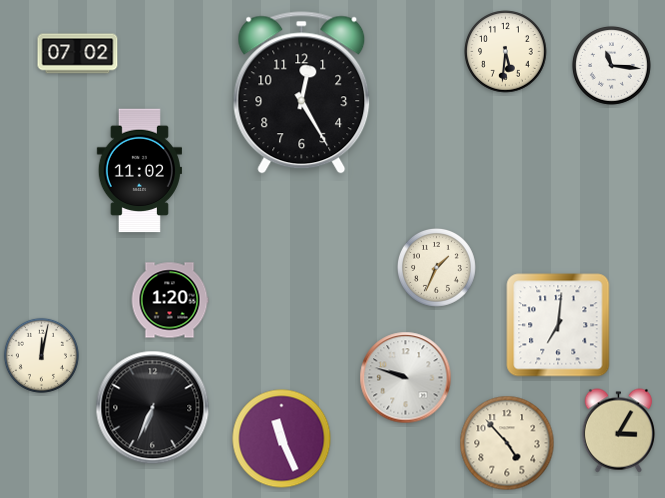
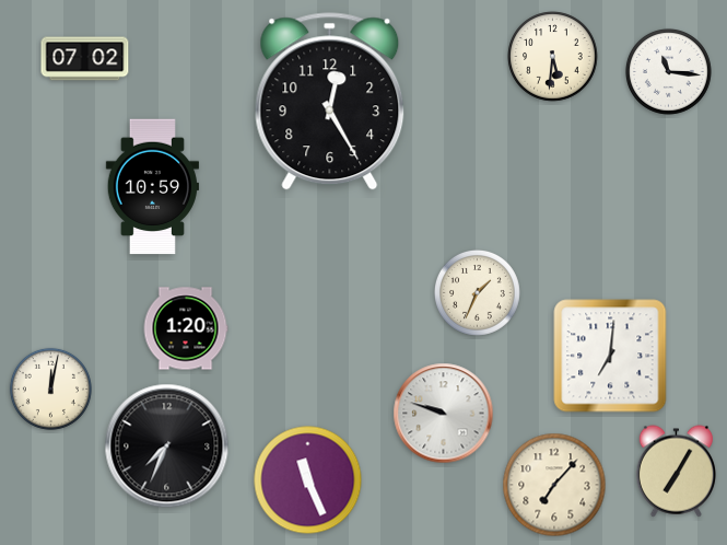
clock at (139, 171): 11:02 -> 10:59
clock at (41, 355) position: (41, 355) -> (50, 389)
clock at (153, 408): 6:34 -> 7:34
clock at (618, 431): 3:05 -> 7:05
clock at (507, 443): 4:53 -> 7:07
